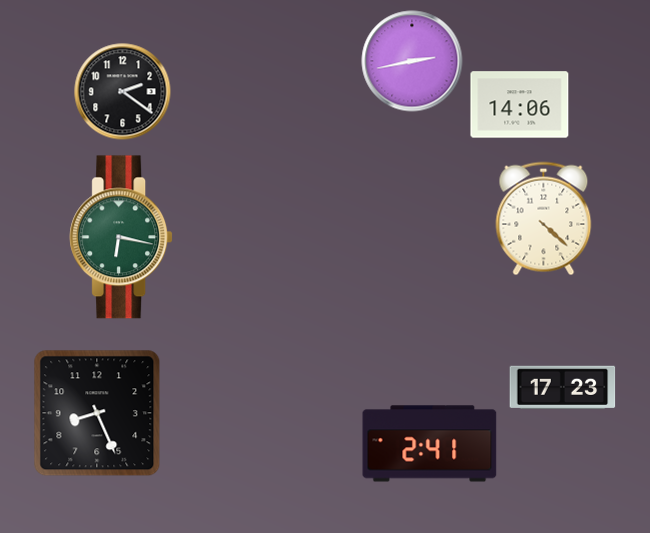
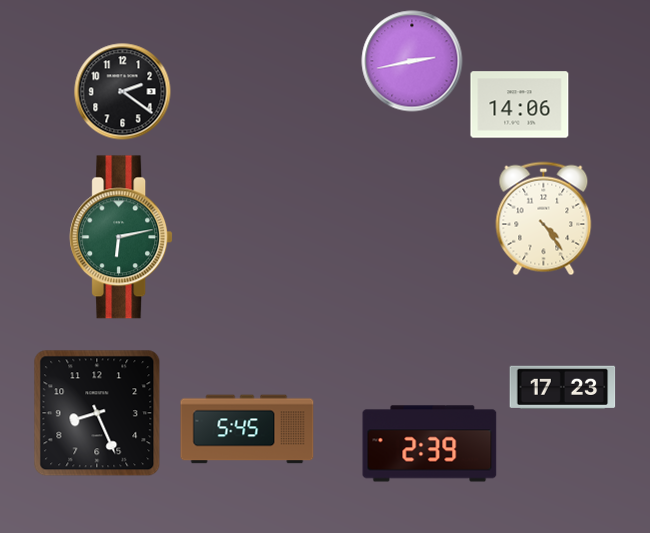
clock at (544, 219): 4:22 -> 4:24
clock at (121, 237): 6:17 -> 6:13
clock at (247, 429): none -> 5:45
clock at (430, 444): 2:41 -> 2:39
